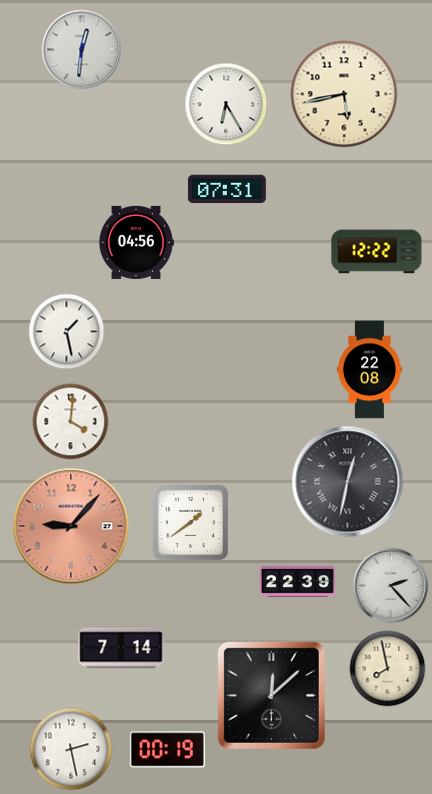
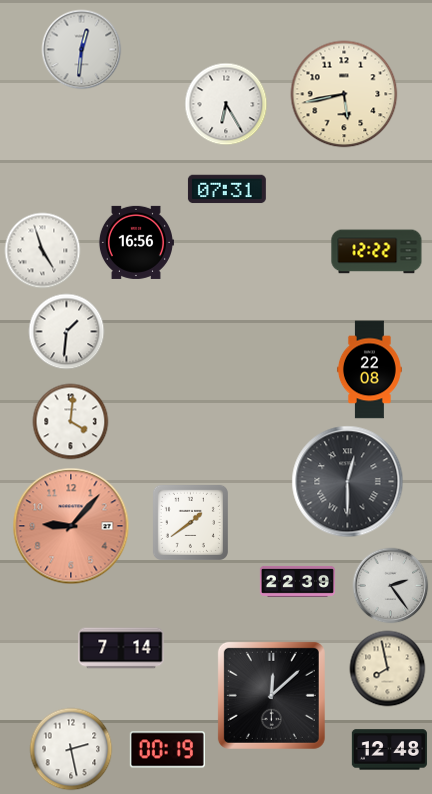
clock at (136, 242): 04:56 -> 16:56
clock at (43, 251): none -> 4:57
clock at (67, 332): 1:28 -> 1:31
clock at (348, 482): 12:32 -> 12:30
clock at (391, 586): 2:23 -> 2:24
clock at (389, 750): none -> 12:48
